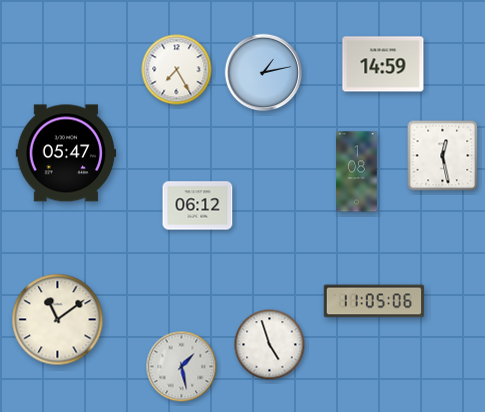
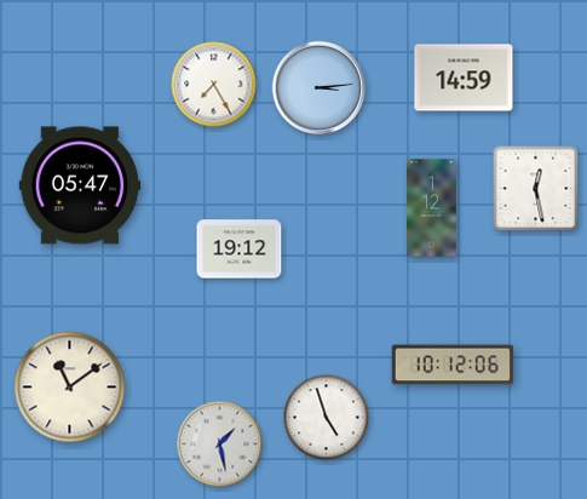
clock at (264, 73): 1:13 -> 3:14
clock at (357, 172): 1:08 -> 1:12
clock at (198, 206): 06:12 -> 19:12
clock at (374, 301): 11:05 -> 10:12
